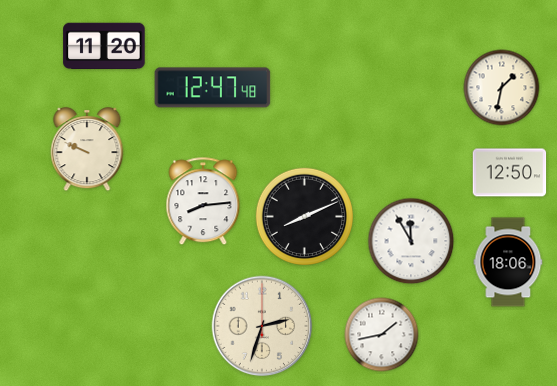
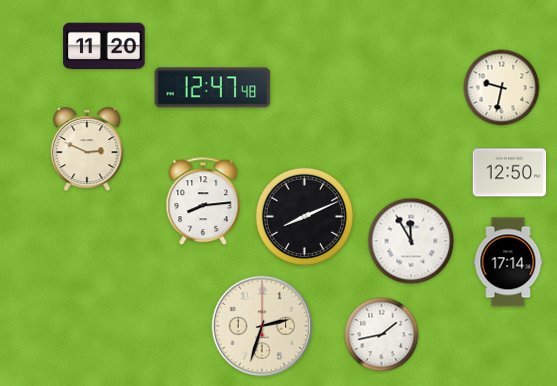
clock at (502, 88): 1:32 -> 9:32
clock at (87, 150): 9:49 -> 2:49
clock at (508, 262): 18:06 -> 17:14
